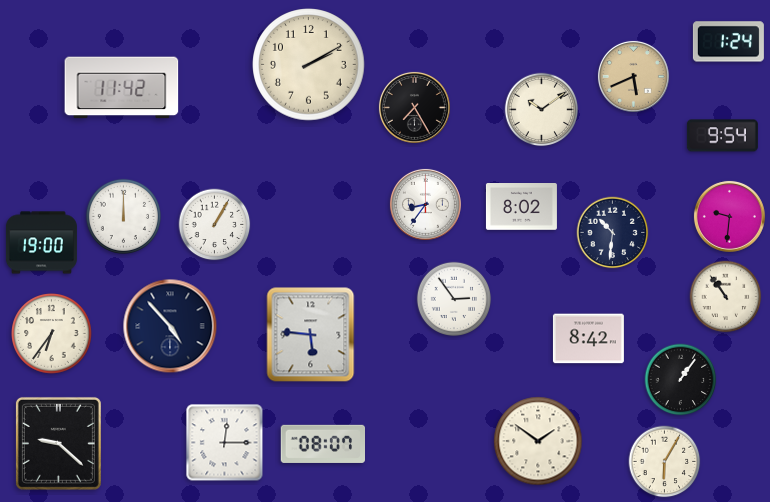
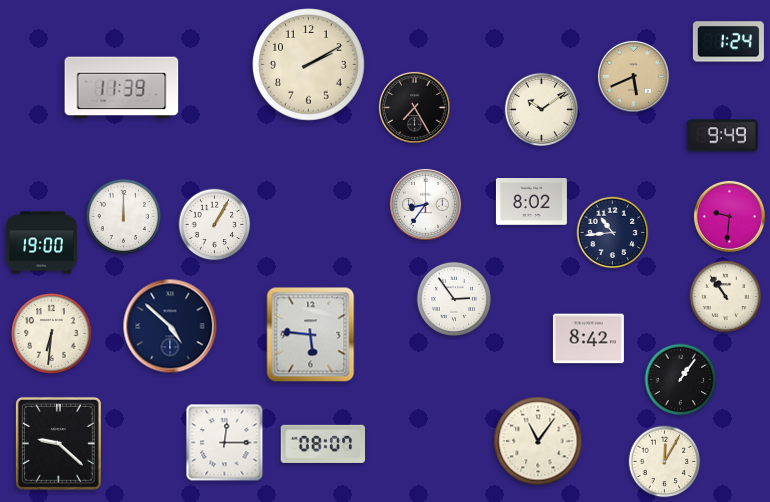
clock at (122, 88): 11:42 -> 11:39
clock at (722, 136): 9:54 -> 9:49
clock at (521, 207) position: (521, 207) -> (531, 202)
clock at (613, 233): 10:31 -> 10:44
clock at (170, 326): 4:53 -> 4:52
clock at (52, 334): 6:36 -> 6:31
clock at (538, 441): 1:51 -> 11:06
clock at (665, 462): 6:05 -> 12:05
